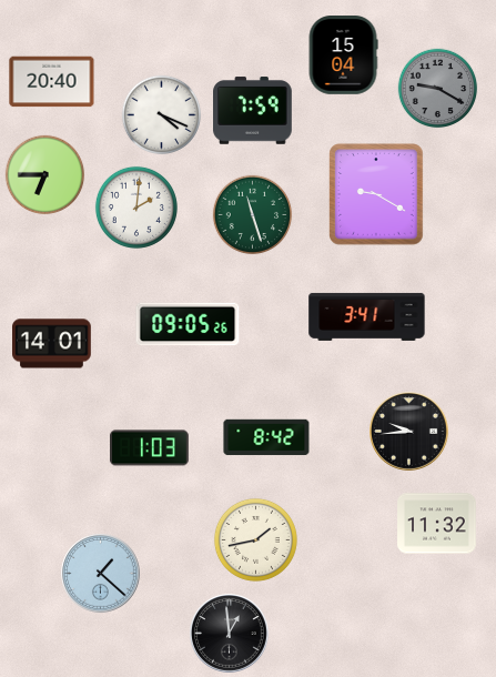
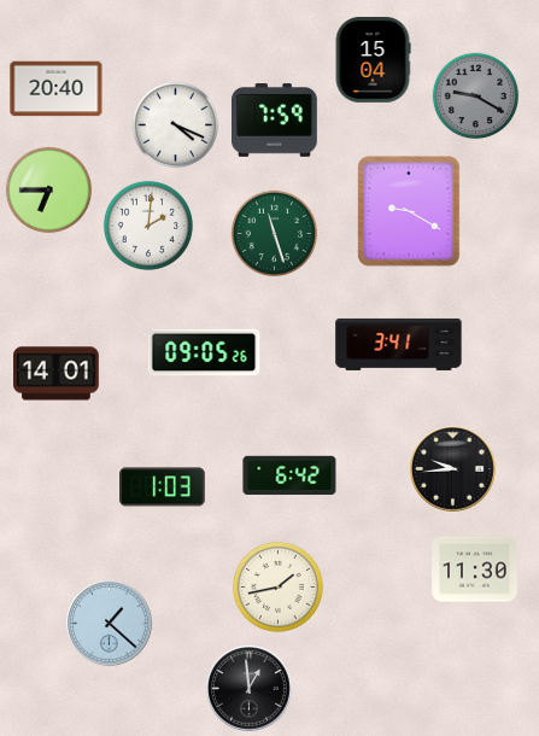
clock at (409, 432) position: (409, 432) -> (453, 469)
clock at (266, 437): 8:42 -> 6:42
clock at (437, 524): 11:32 -> 11:30
